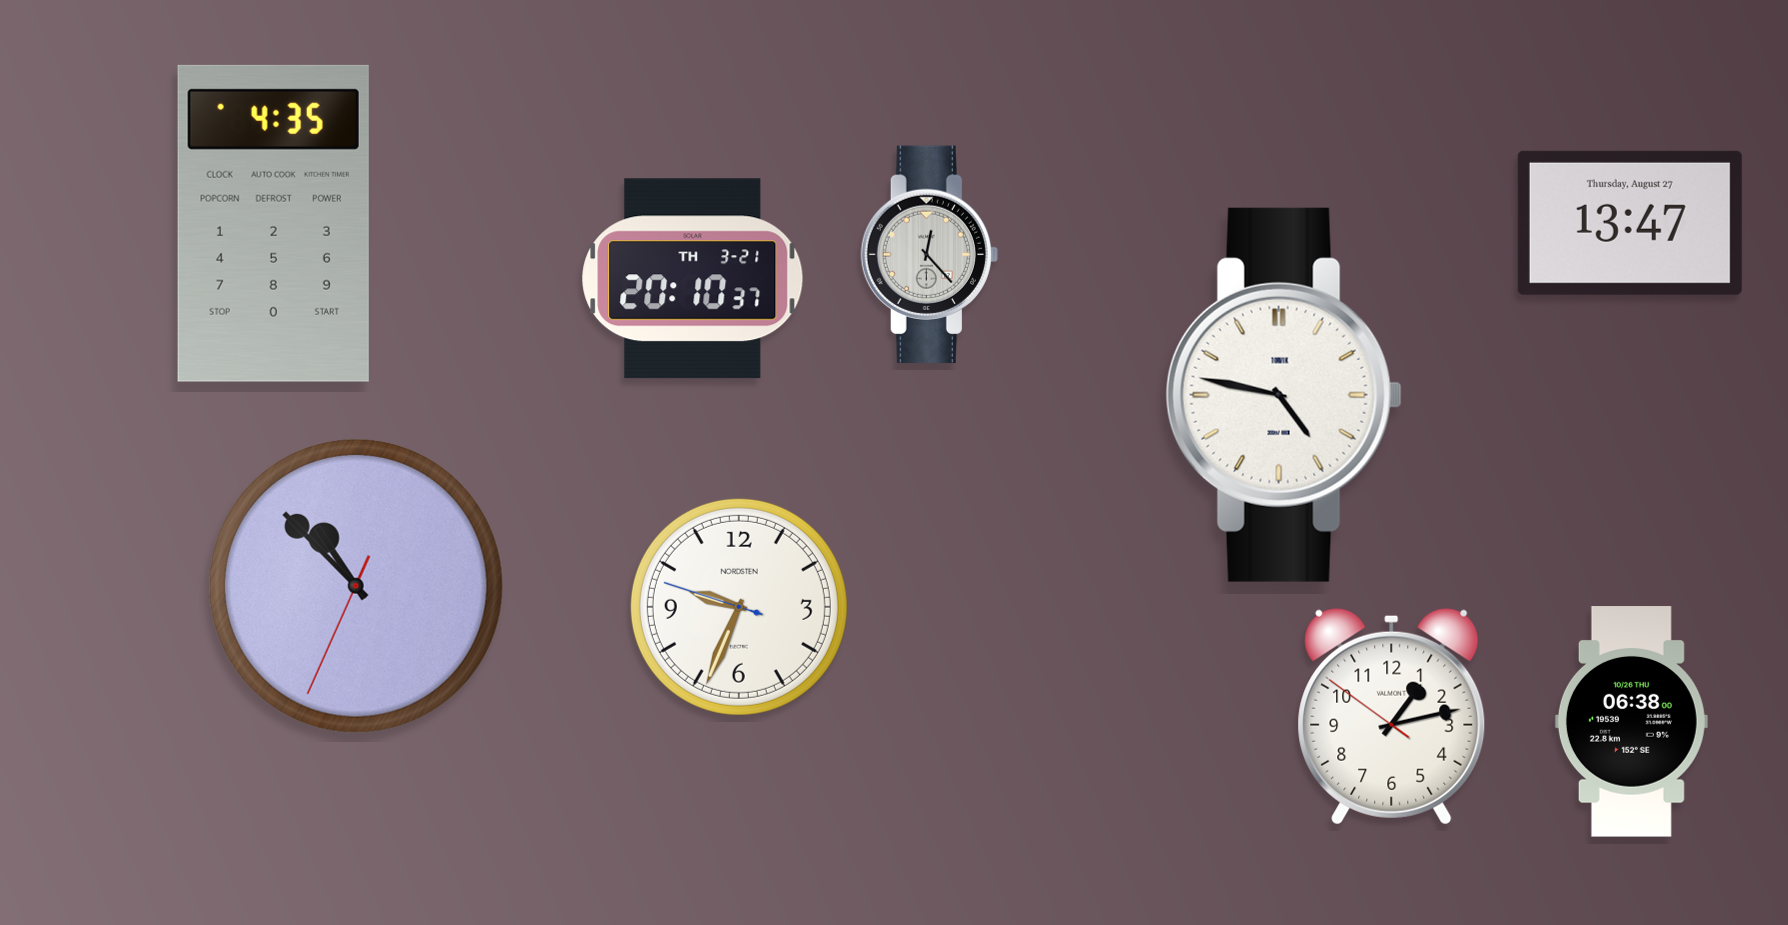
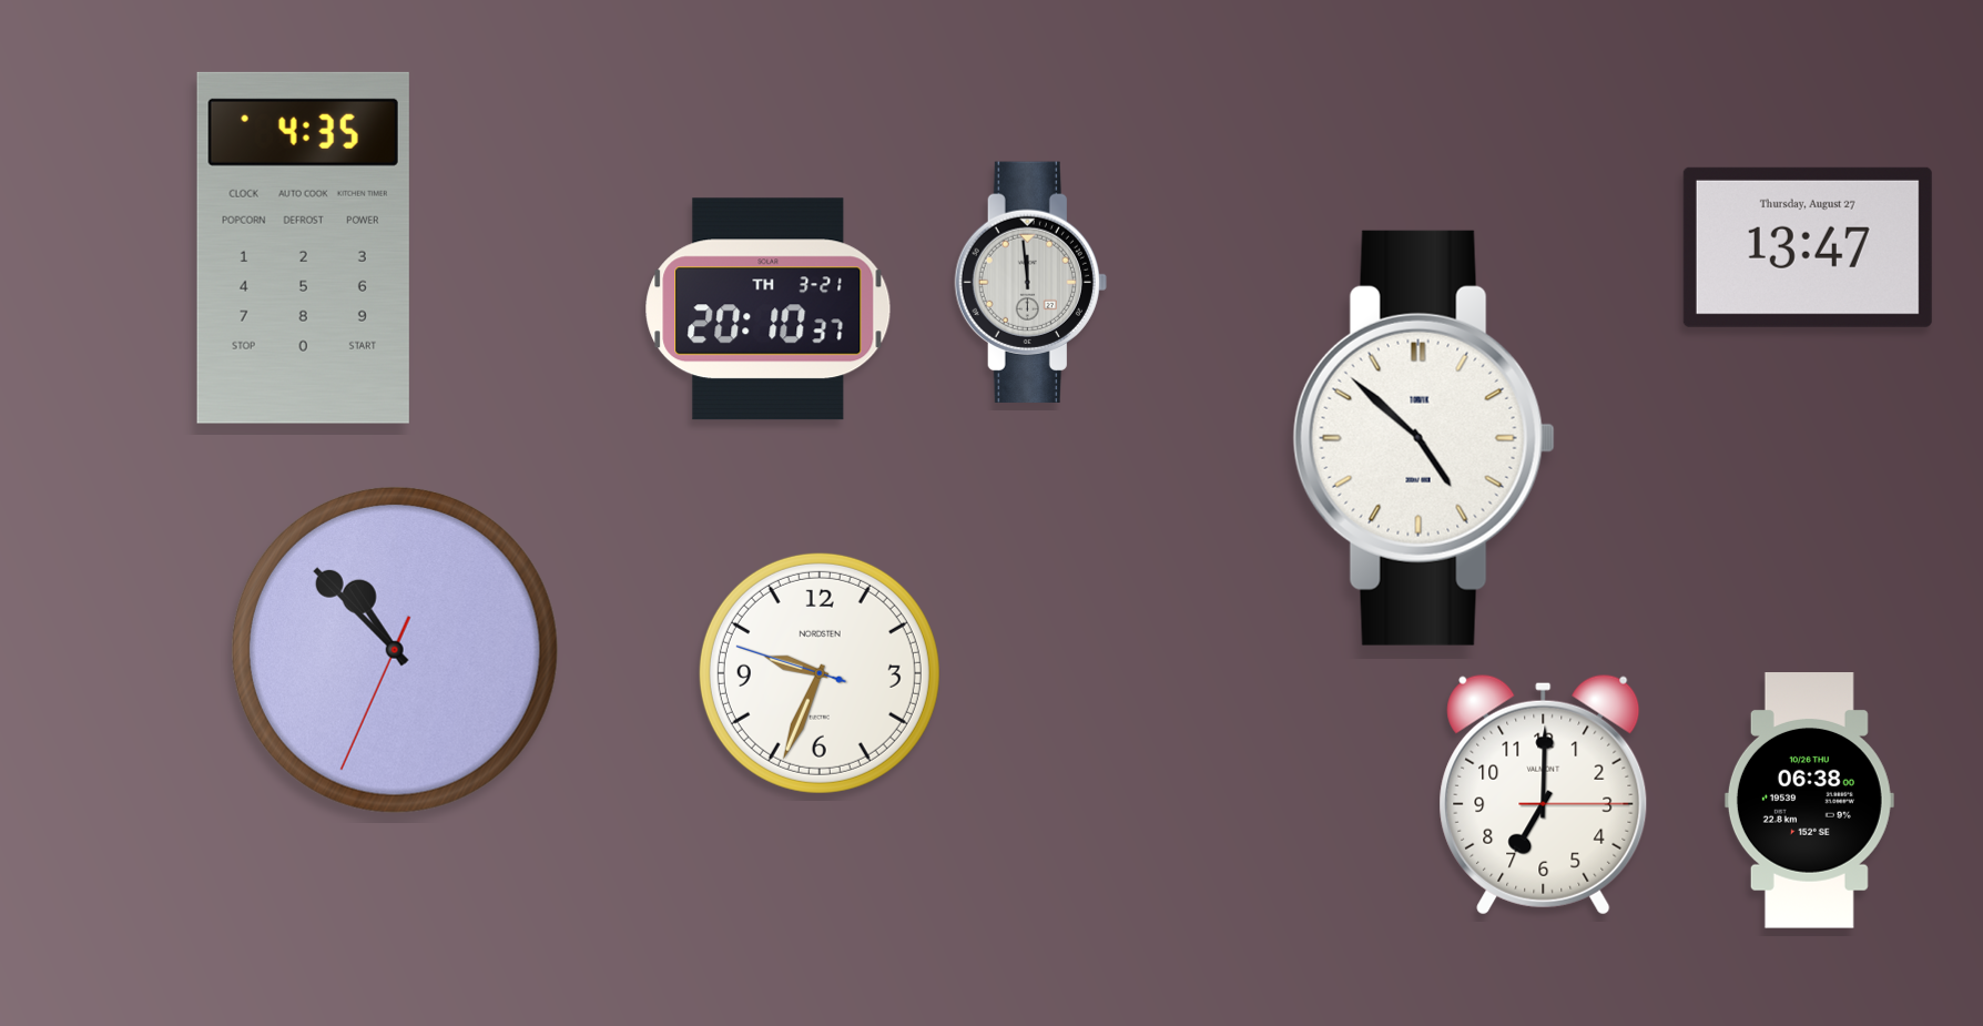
clock at (929, 254): 12:23 -> 11:59
clock at (1284, 395): 4:47 -> 4:52
clock at (1392, 716): 1:12 -> 7:00
